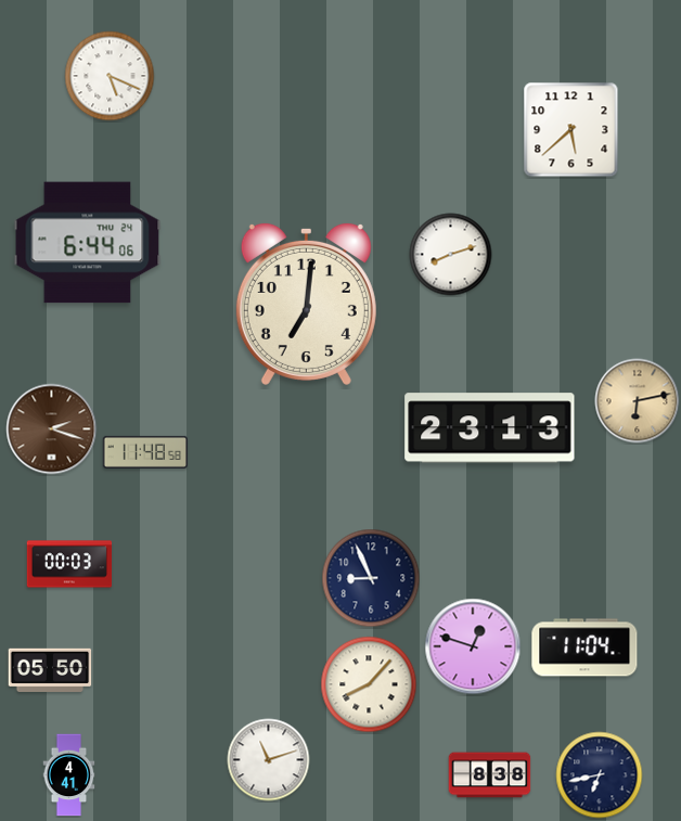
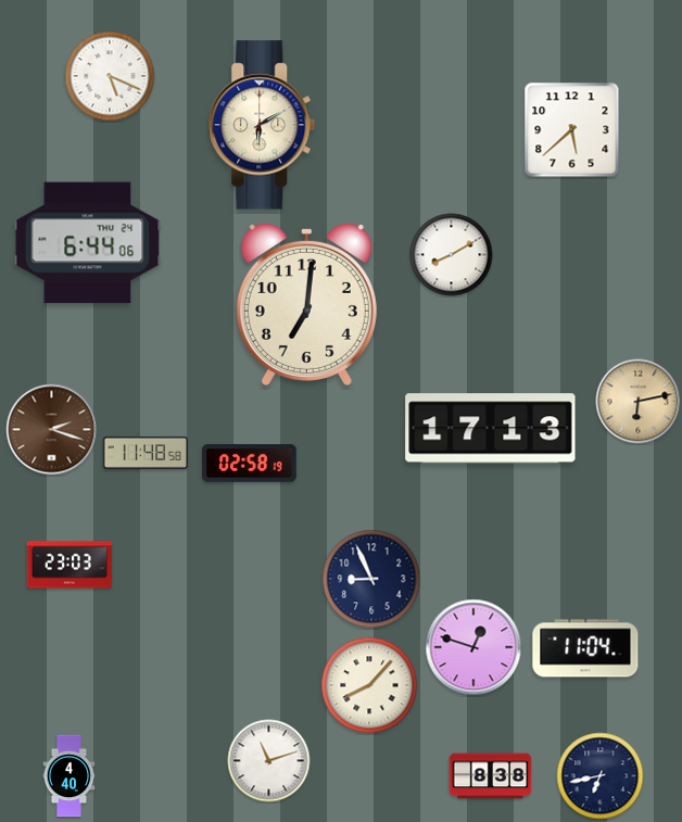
clock at (262, 125): none -> 6:10
clock at (451, 255): 8:12 -> 8:10
clock at (490, 428): 23:13 -> 17:13
clock at (250, 464): none -> 02:58
clock at (69, 564): 00:03 -> 23:03
clock at (50, 670): 05:50 -> none
clock at (69, 775): 4:41 -> 4:40
